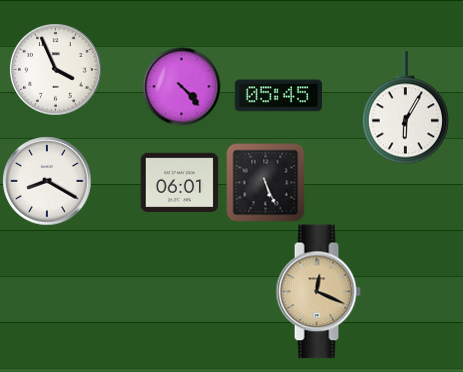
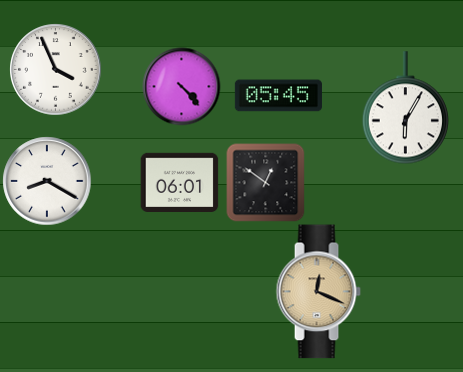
clock at (265, 182): 5:26 -> 12:51
